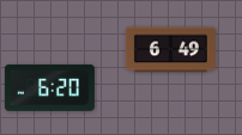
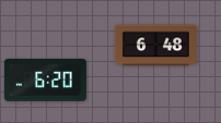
clock at (170, 50): 6:49 -> 6:48
